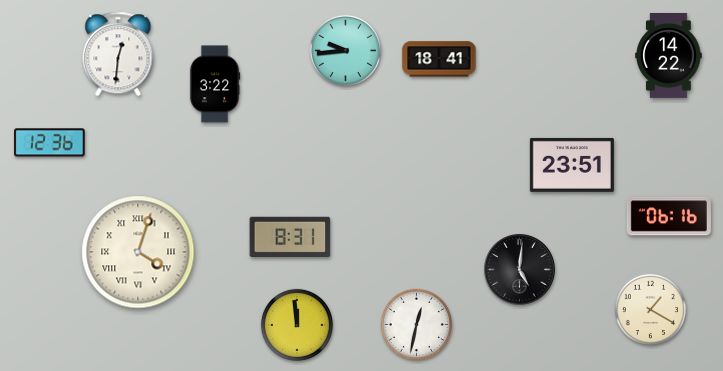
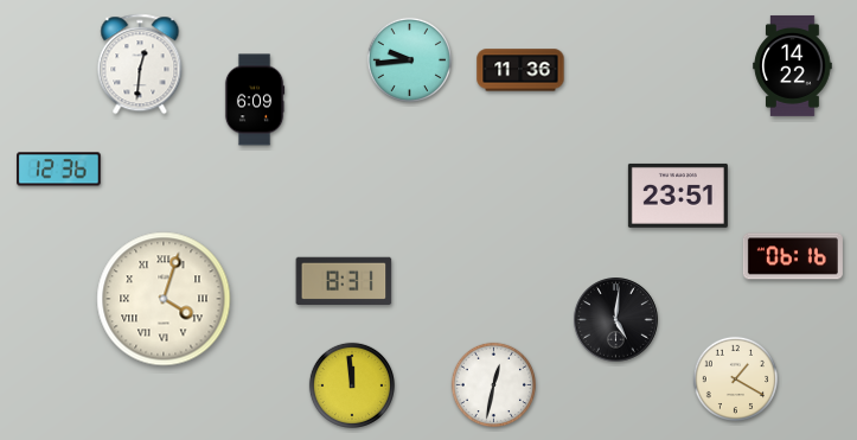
clock at (439, 59): 18:41 -> 11:36
clock at (215, 84): 3:22 -> 6:09
clock at (650, 309) position: (650, 309) -> (735, 378)
